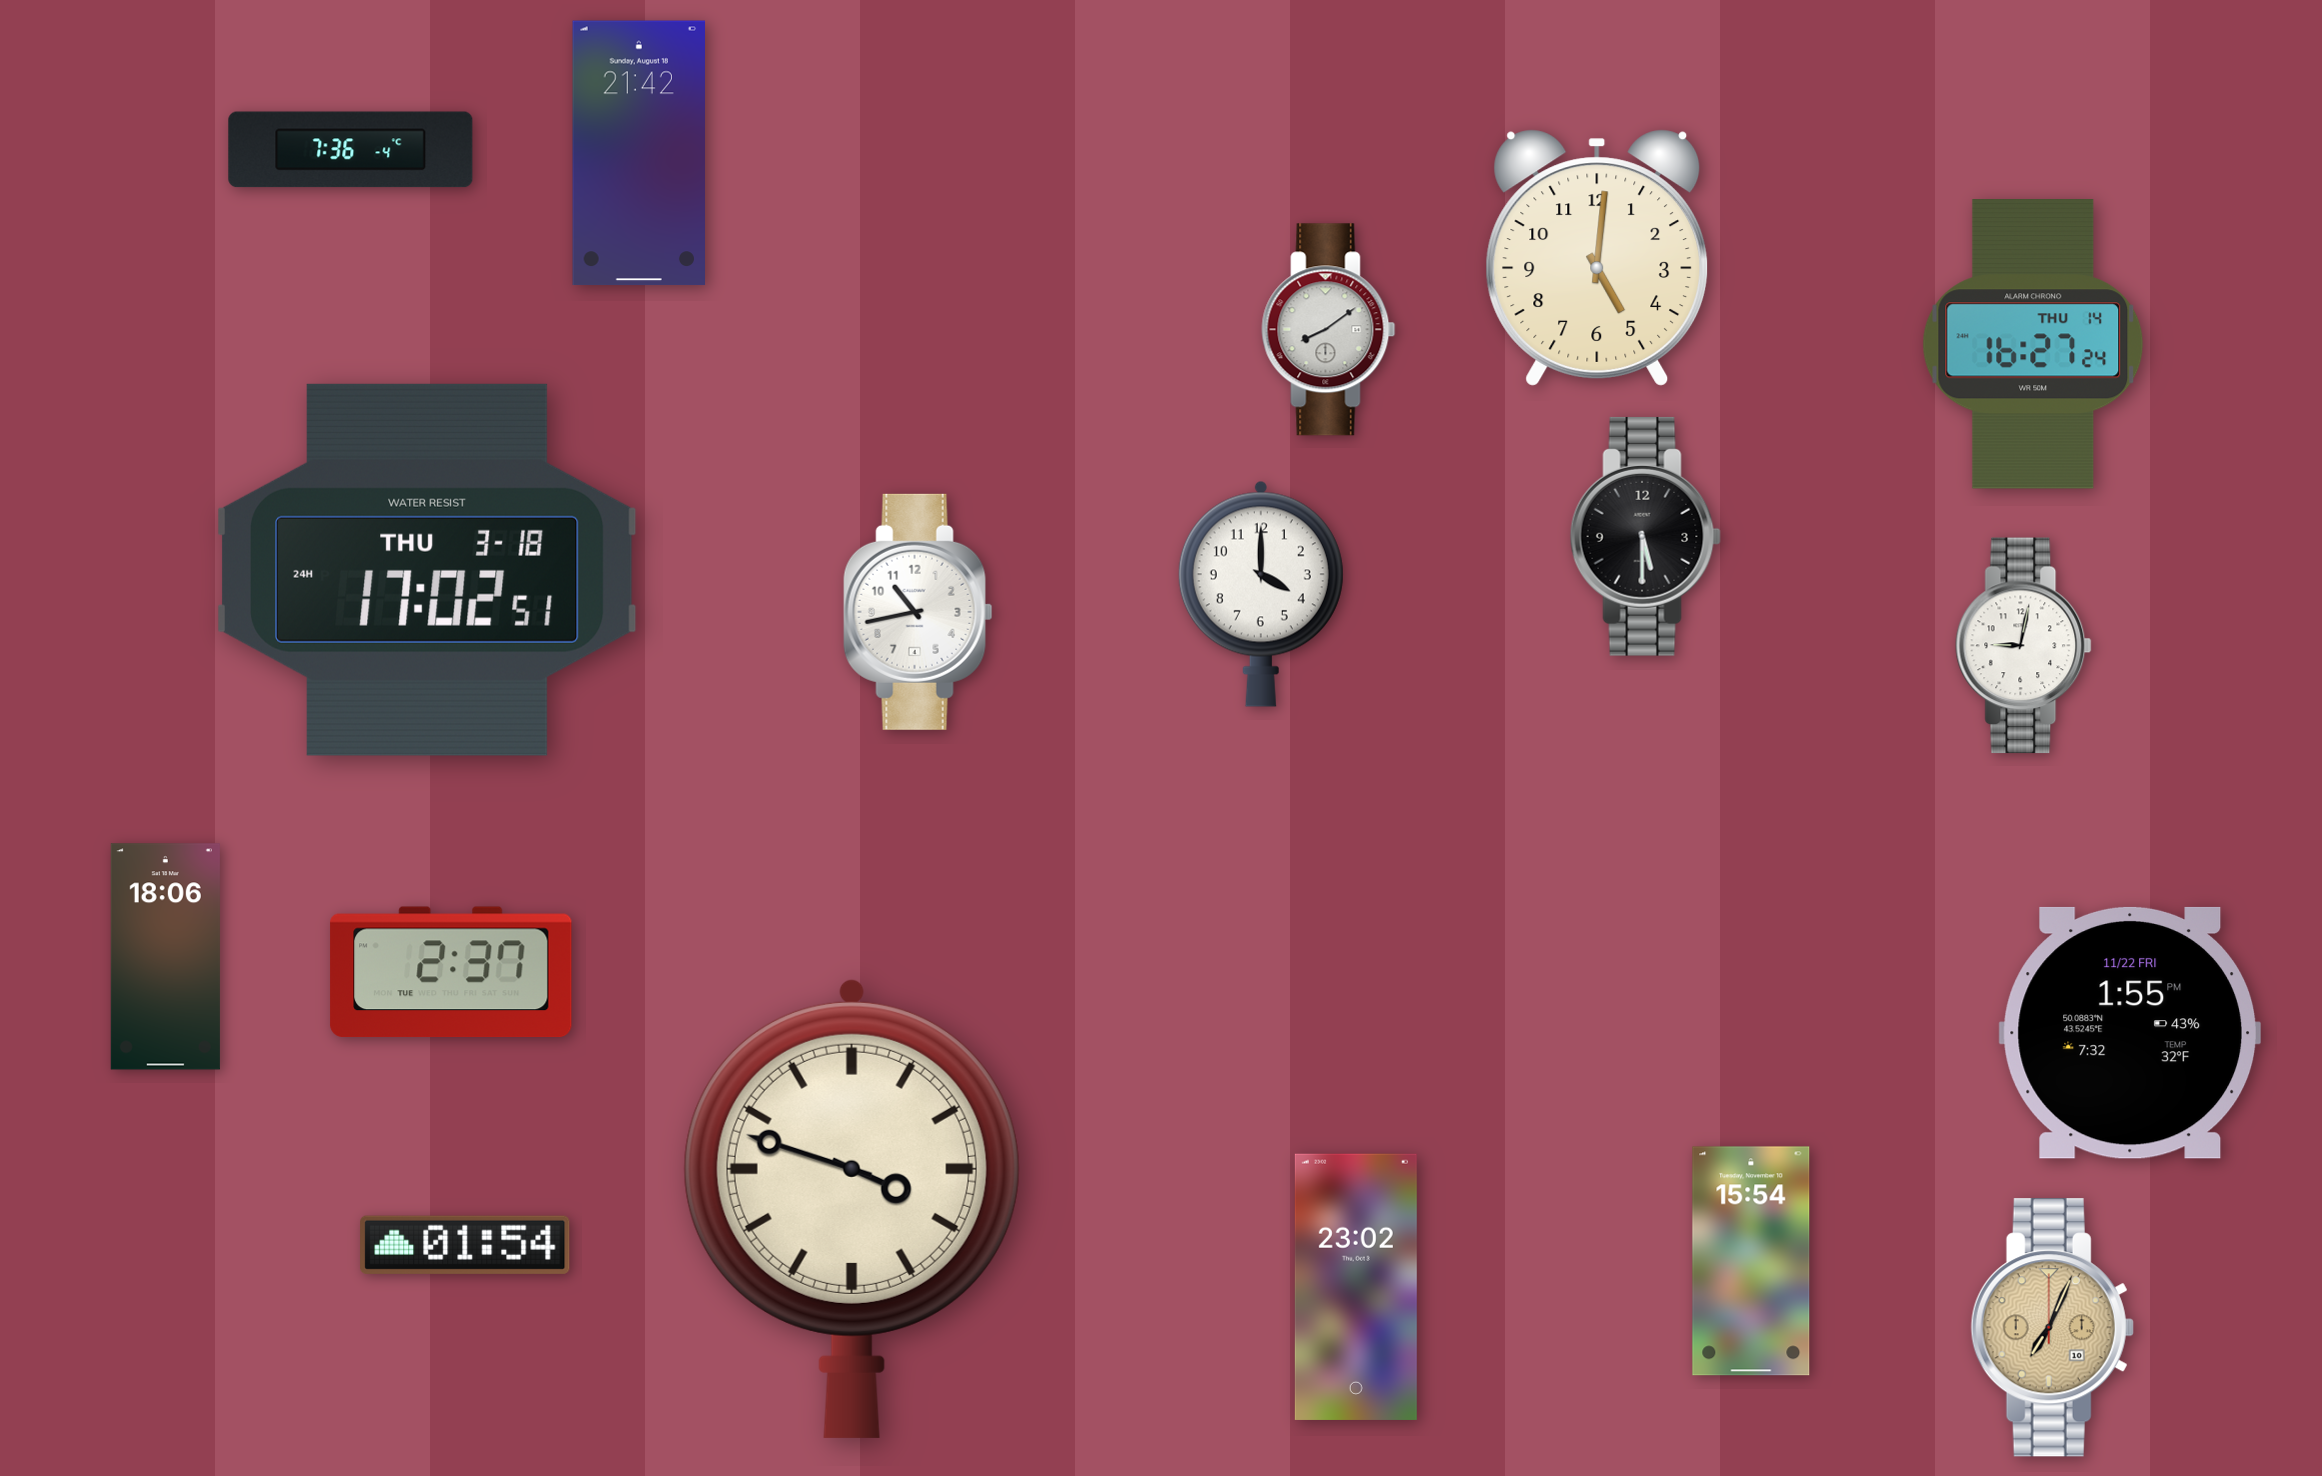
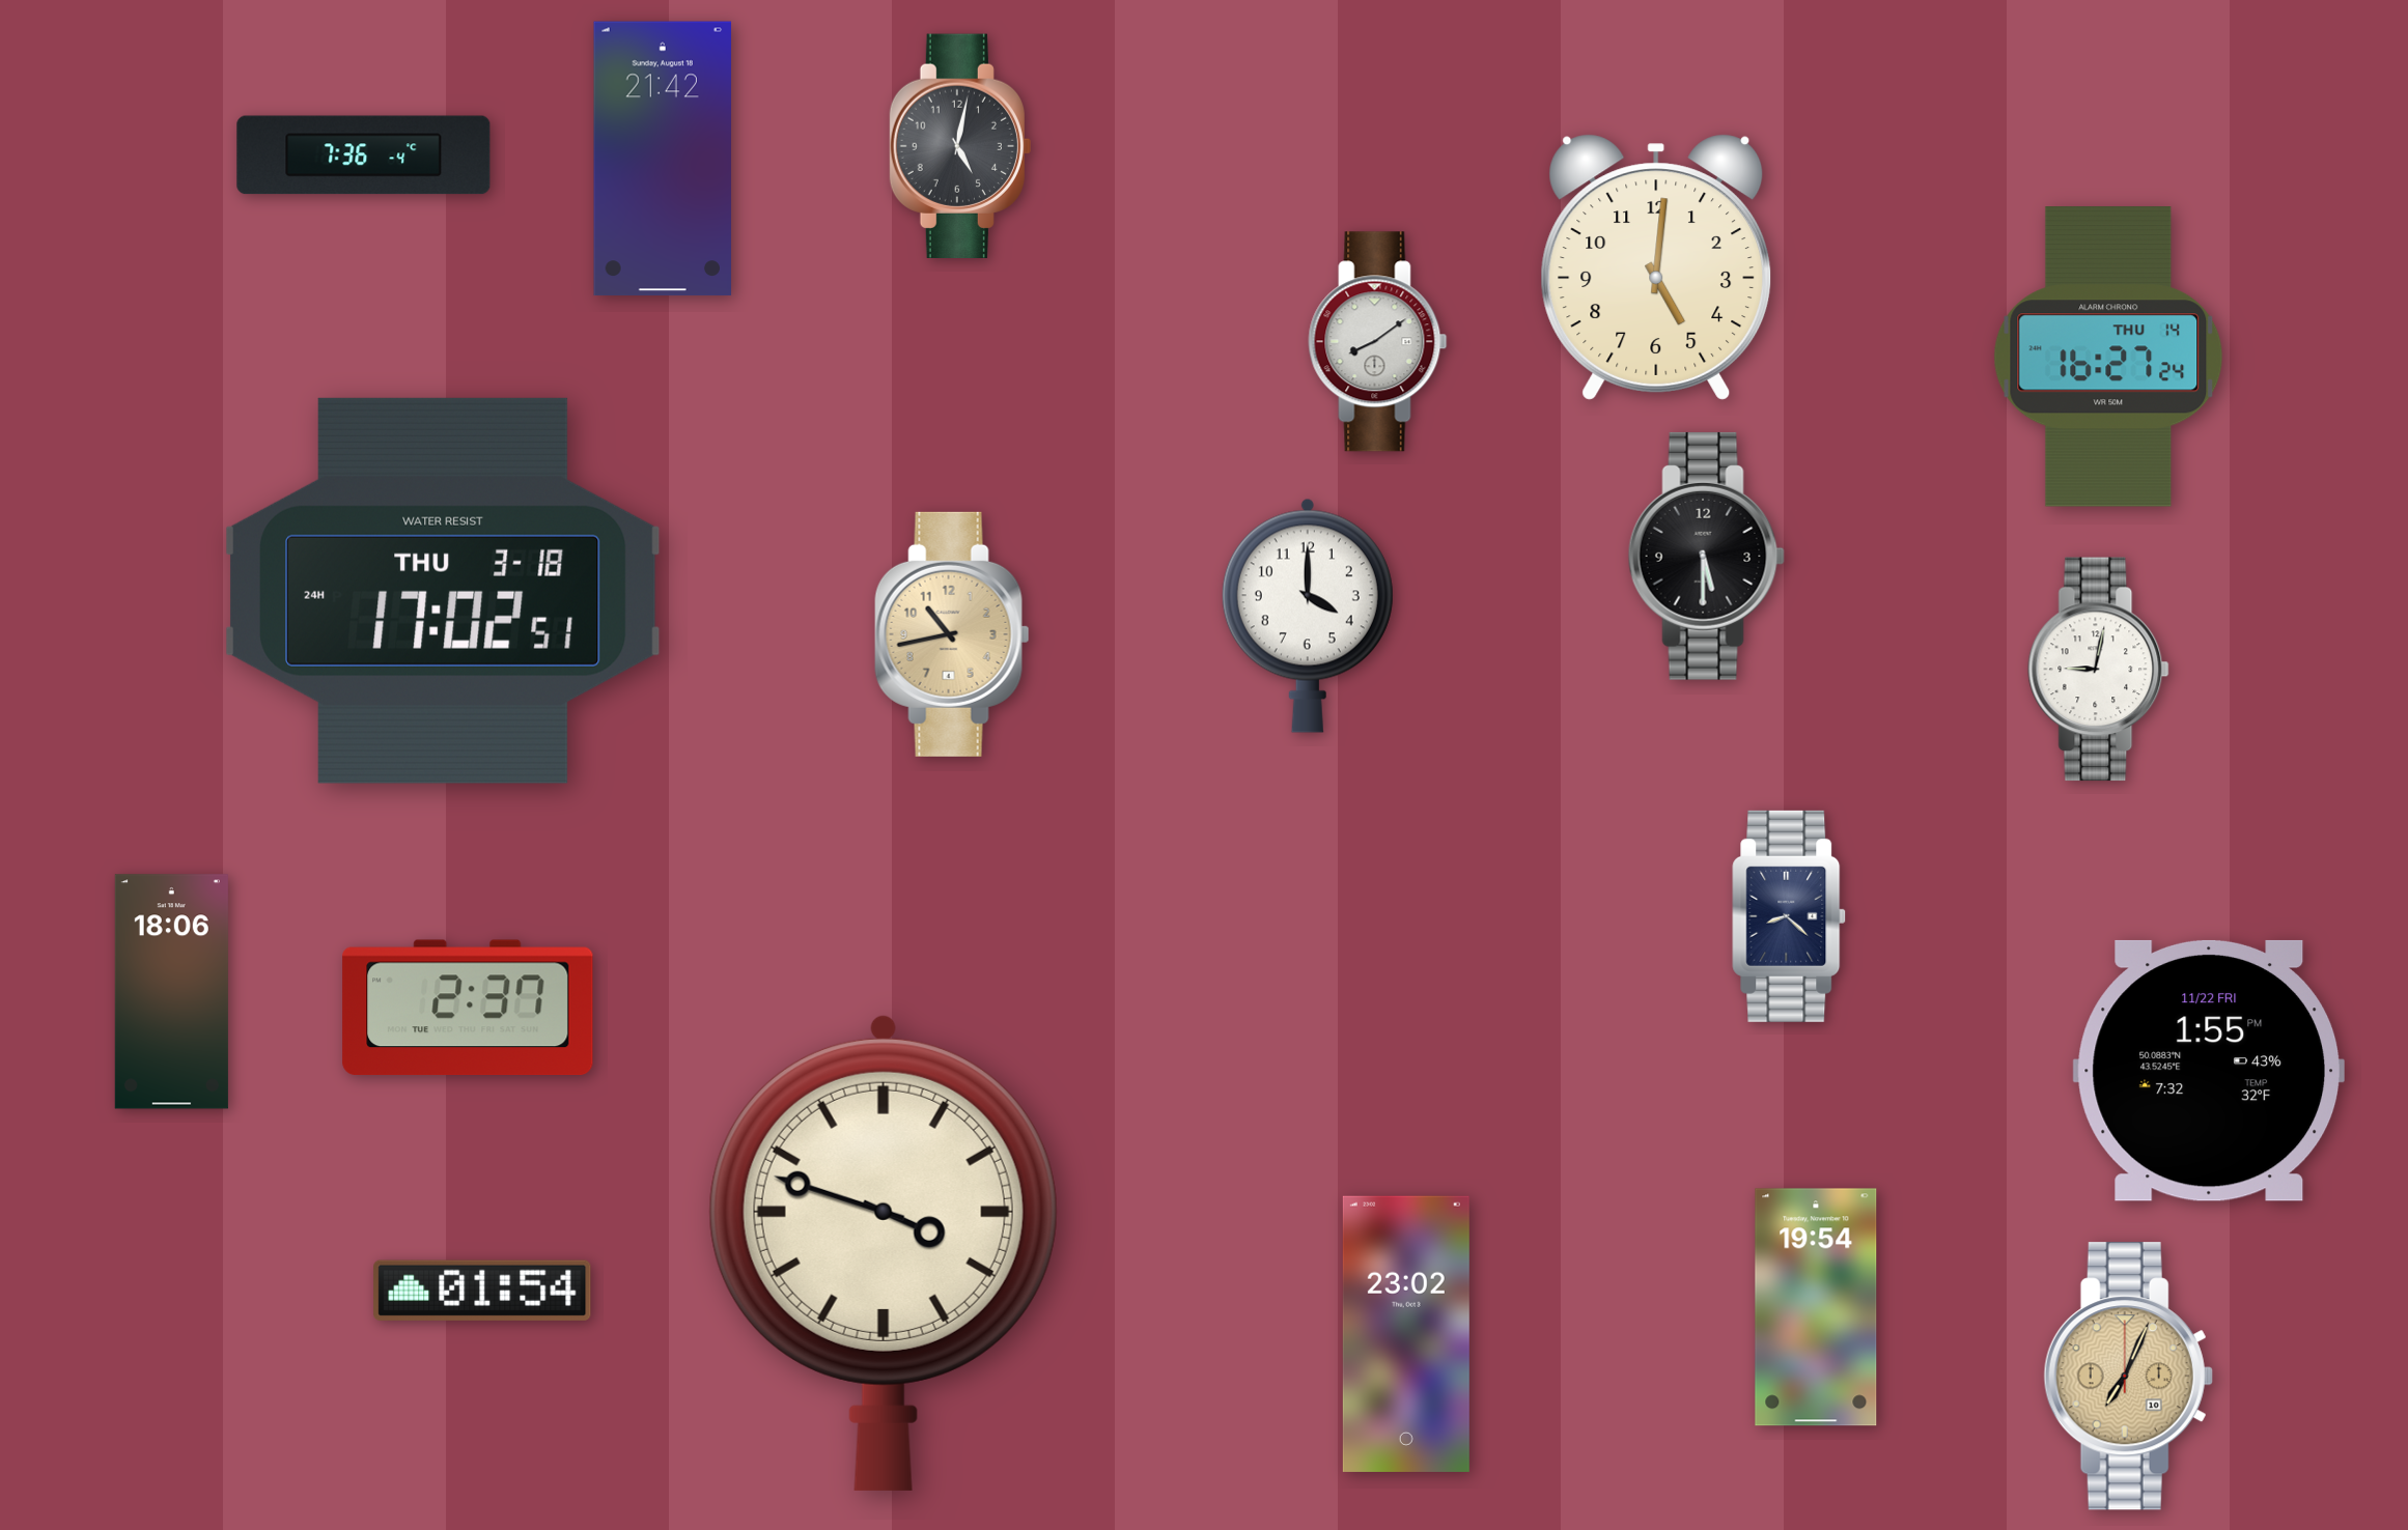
clock at (960, 145): none -> 5:02
clock at (918, 612) dial: white -> champagne
clock at (1789, 916): none -> 8:22
clock at (1751, 1261): 15:54 -> 19:54
